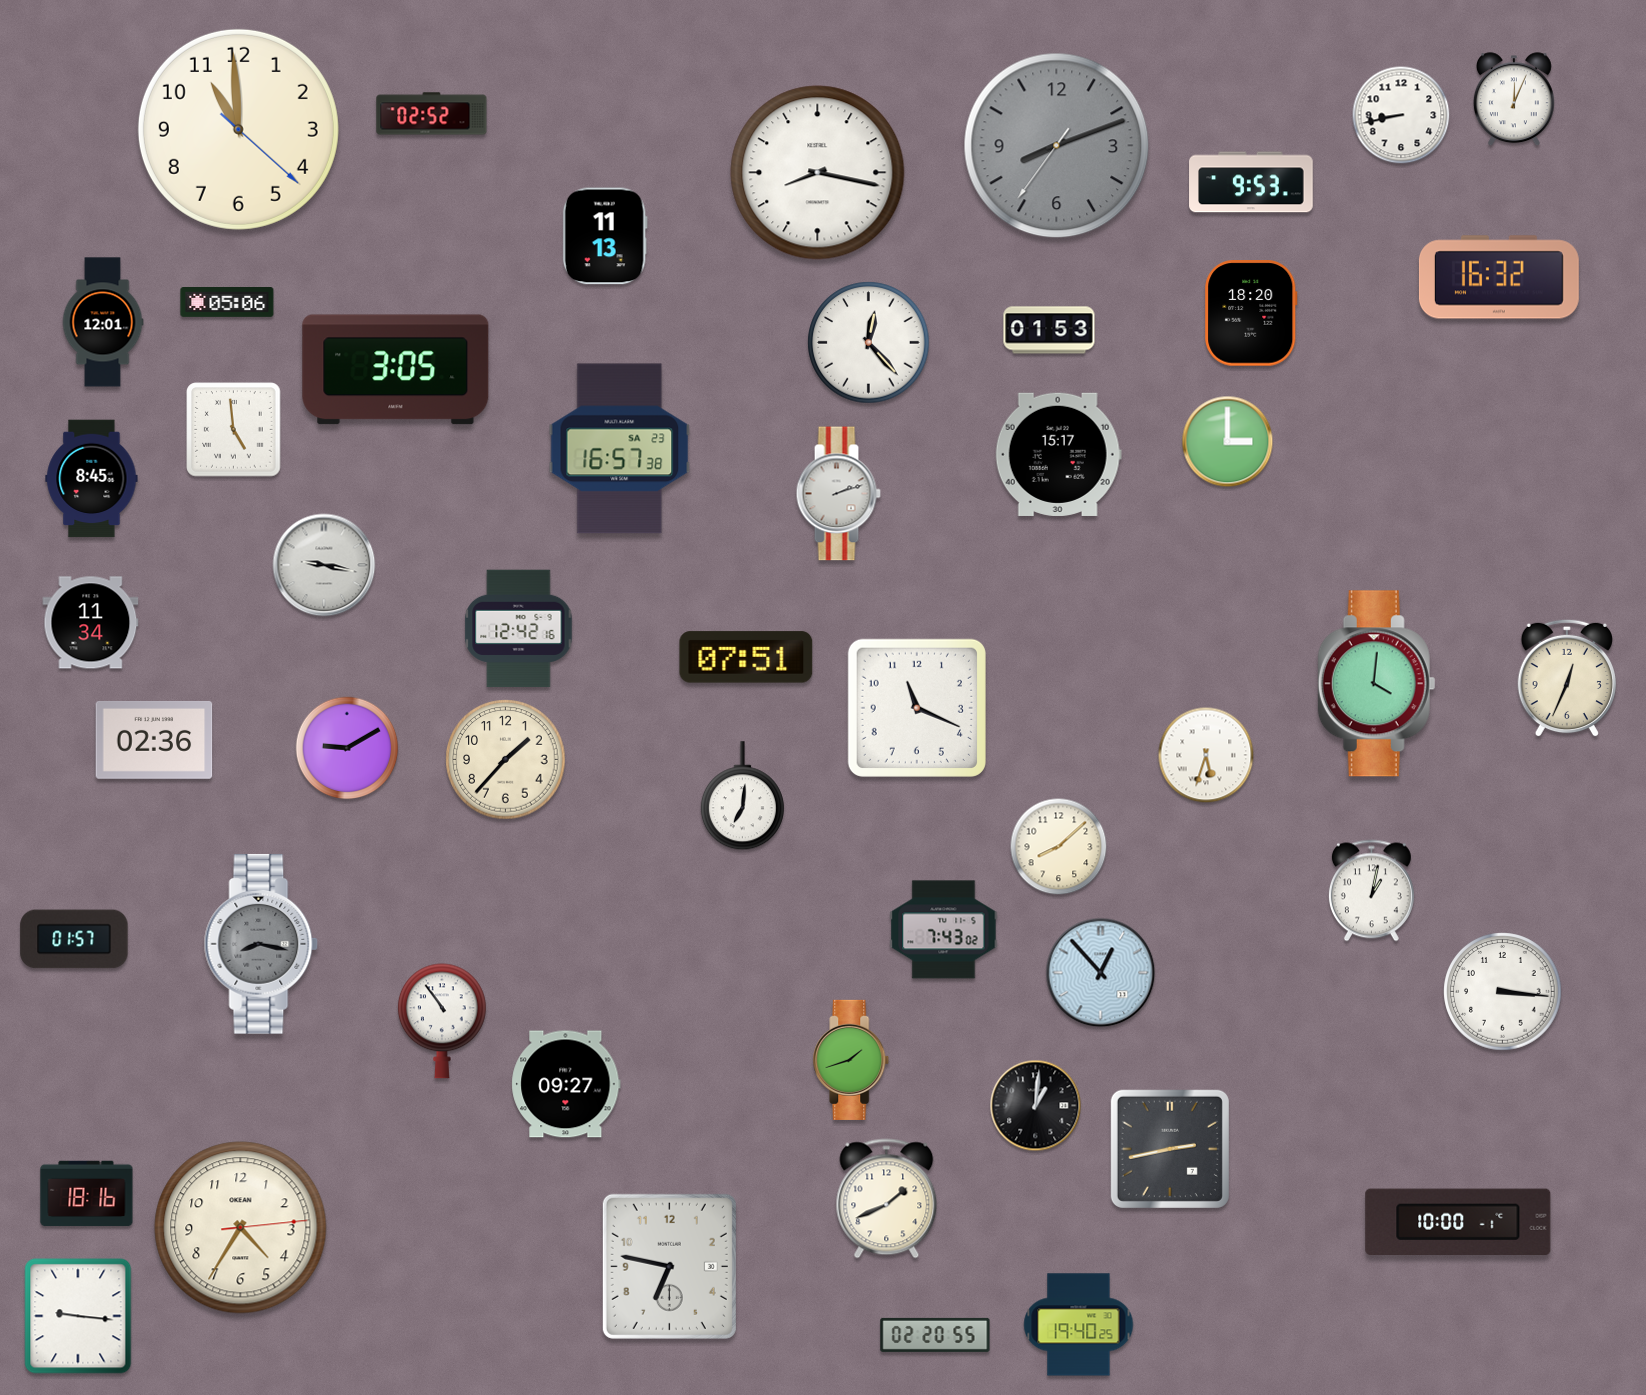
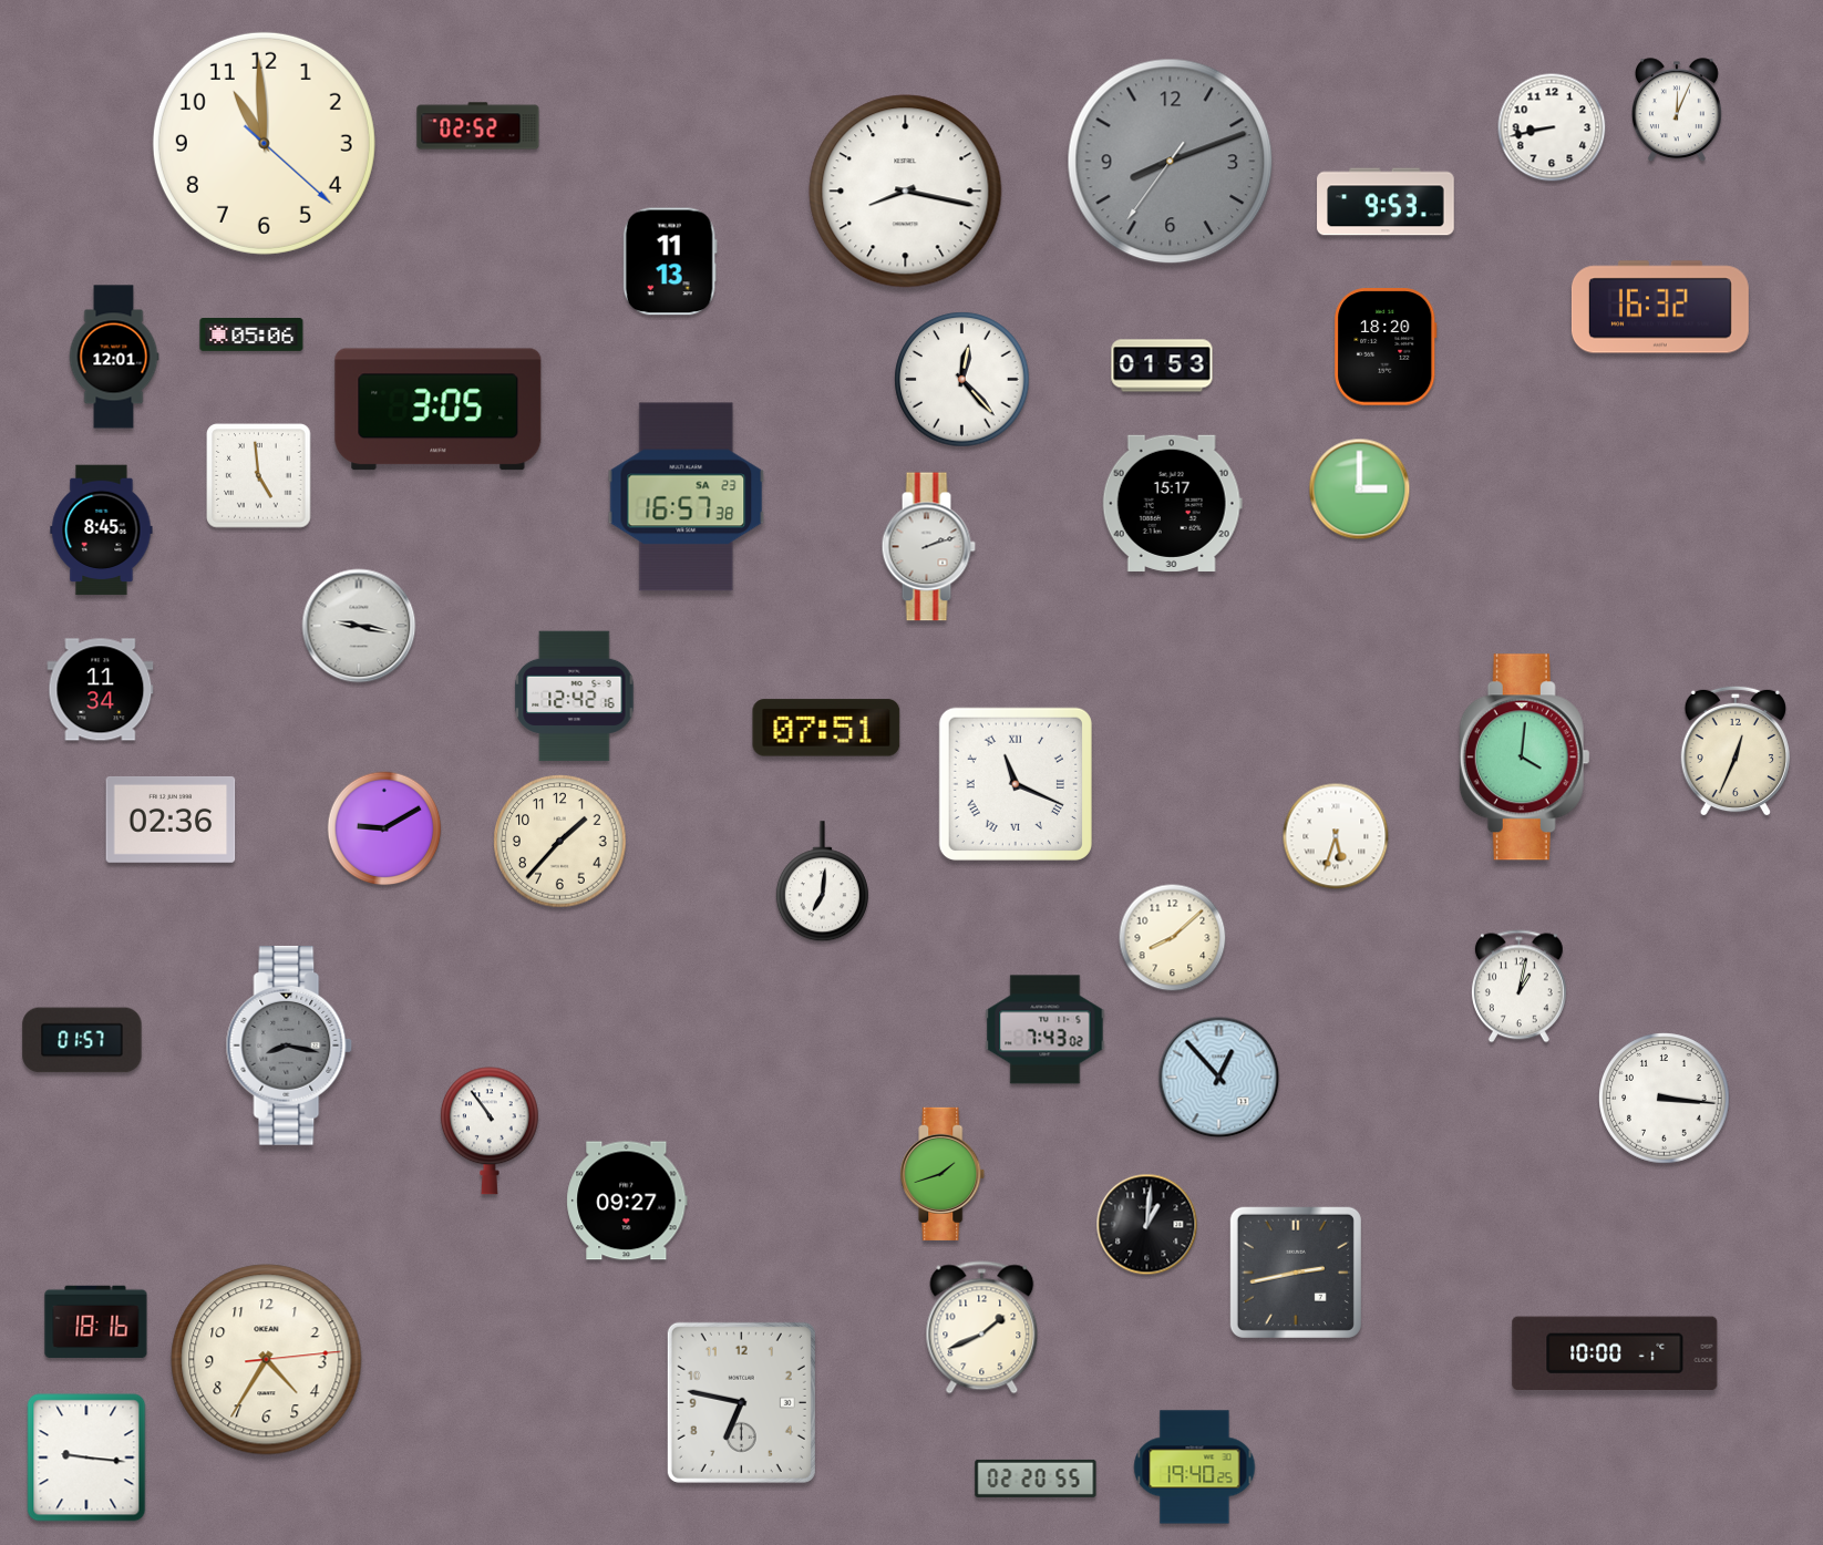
clock at (917, 708) numerals: Arabic -> Roman
